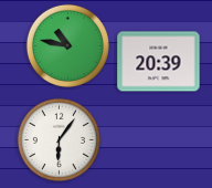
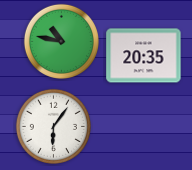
clock at (159, 62): 20:39 -> 20:35
